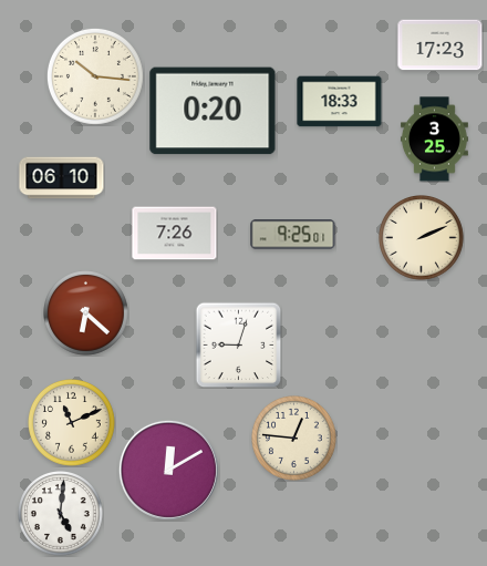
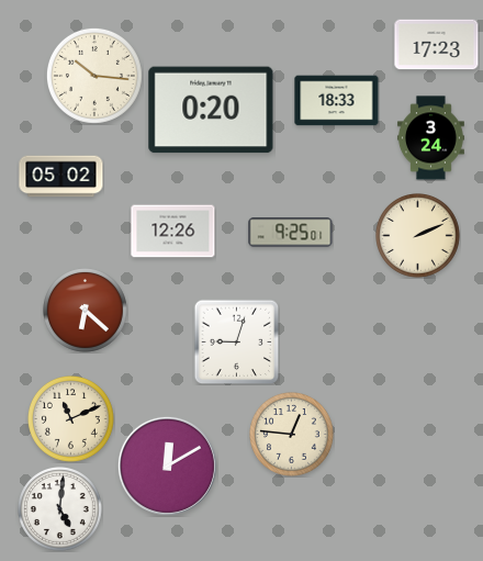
clock at (434, 140): 3:25 -> 3:24
clock at (62, 178): 06:10 -> 05:02
clock at (175, 234): 7:26 -> 12:26
